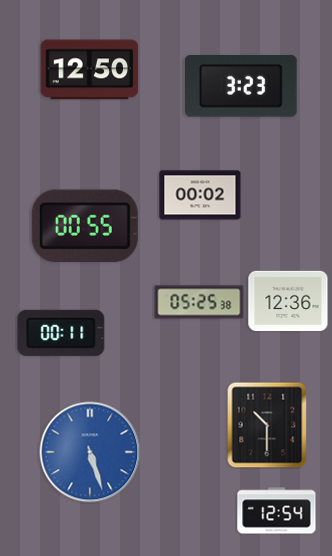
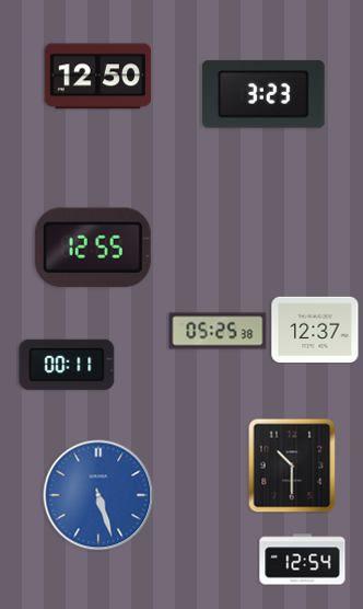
clock at (200, 195): 00:02 -> none
clock at (85, 226): 00:55 -> 12:55
clock at (288, 300): 12:36 -> 12:37
